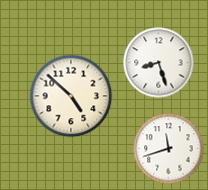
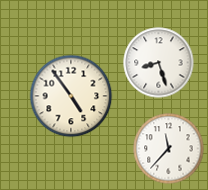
clock at (71, 96): 4:52 -> 4:54
clock at (169, 149): 11:42 -> 11:37
